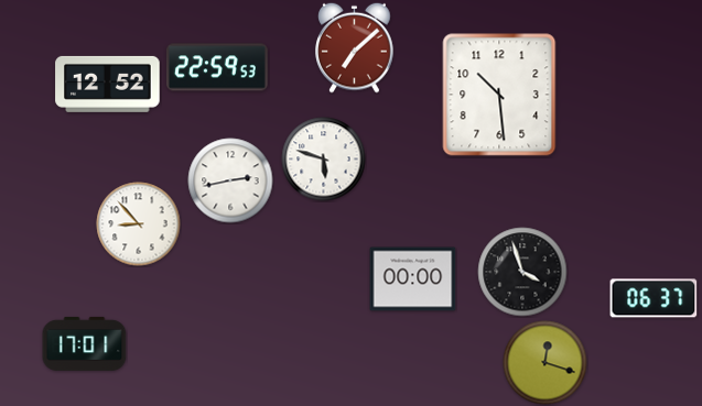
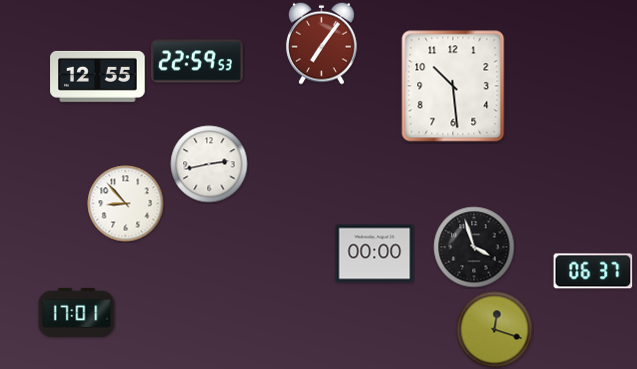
clock at (355, 47): 7:08 -> 7:06
clock at (108, 84): 12:52 -> 12:55
clock at (324, 160): 5:48 -> none
